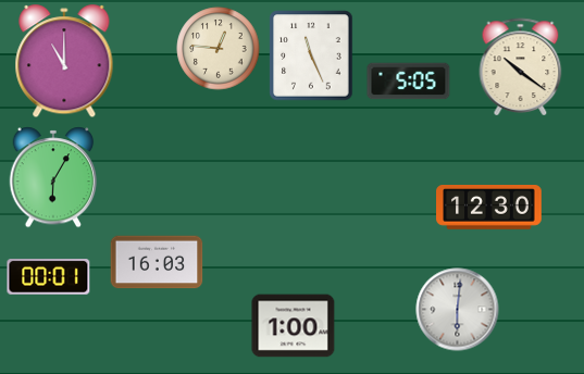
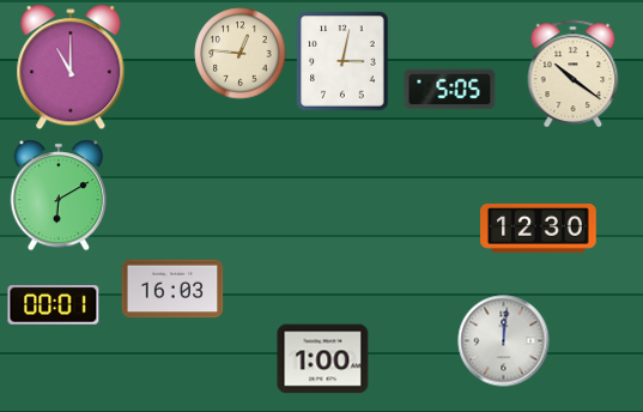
clock at (311, 55): 11:26 -> 3:02
clock at (53, 177): 6:05 -> 6:10
clock at (458, 310): 6:01 -> 12:01
